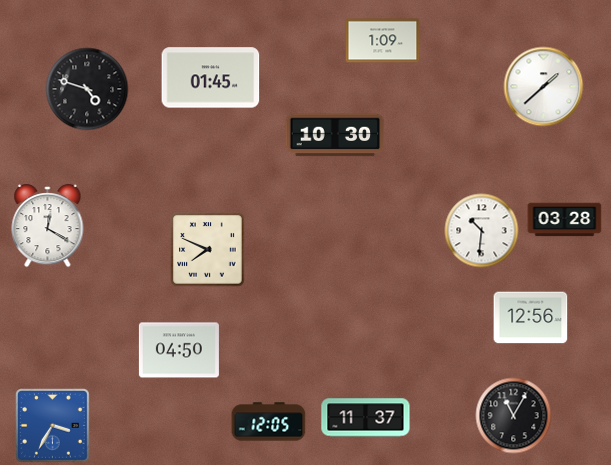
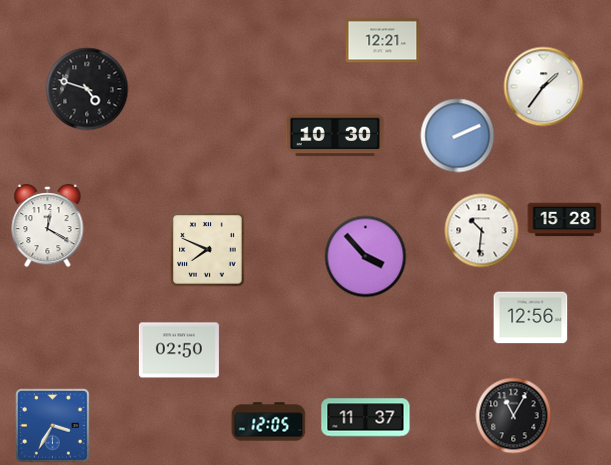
clock at (383, 41): 1:09 -> 12:21
clock at (211, 78): 01:45 -> none
clock at (544, 87): 1:38 -> 1:36
clock at (458, 136): none -> 2:11
clock at (565, 220): 03:28 -> 15:28
clock at (366, 257): none -> 3:53
clock at (179, 350): 04:50 -> 02:50
